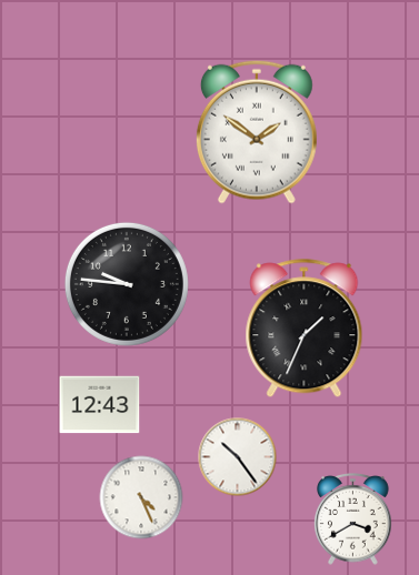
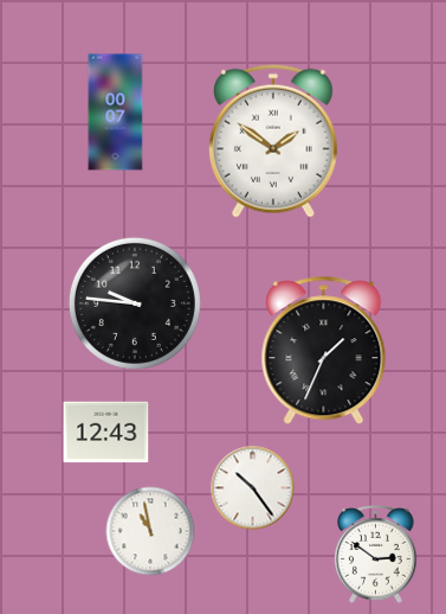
clock at (116, 113): none -> 00:07
clock at (141, 497): 4:26 -> 10:58
clock at (353, 518): 3:40 -> 2:51
